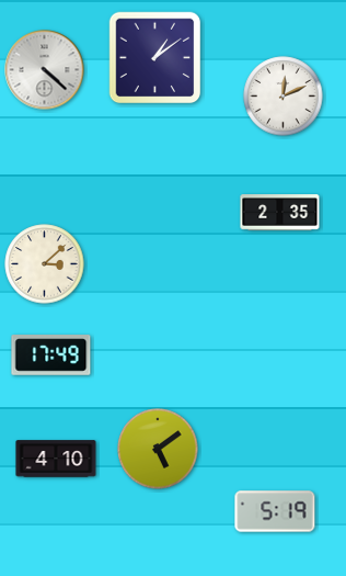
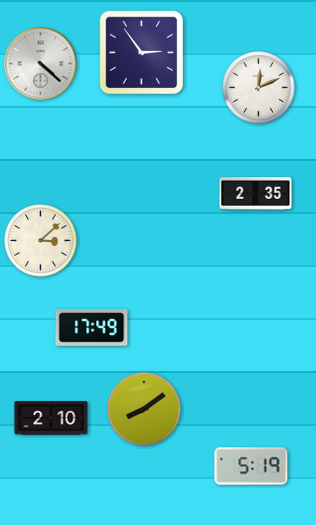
clock at (155, 58): 1:09 -> 2:54
clock at (51, 355) position: (51, 355) -> (92, 328)
clock at (158, 449): 5:09 -> 8:09
clock at (56, 459): 4:10 -> 2:10
